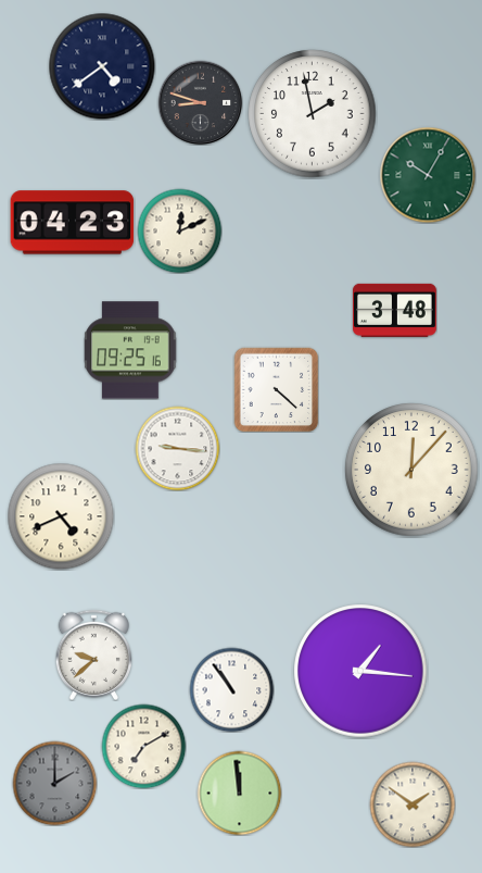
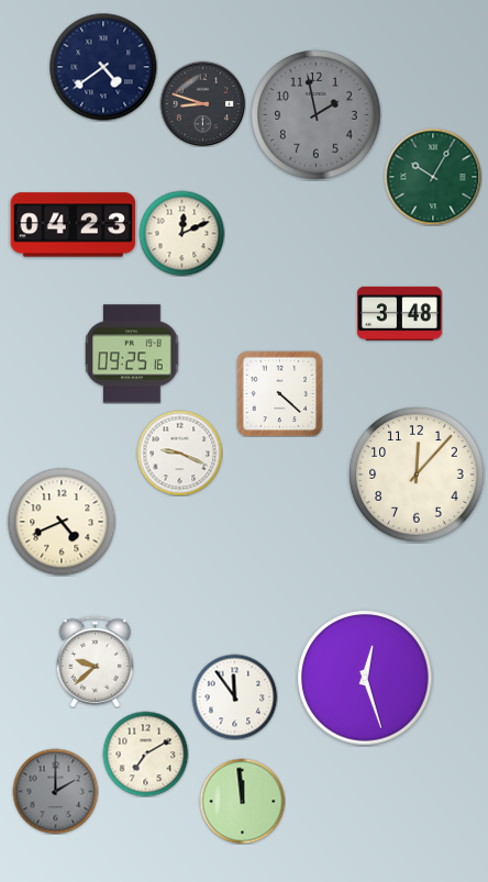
clock at (313, 114) dial: white -> grey
clock at (177, 448): 9:16 -> 9:19
clock at (360, 671): 1:16 -> 12:27
clock at (231, 689): 10:54 -> 11:54
clock at (413, 805): 1:51 -> none
